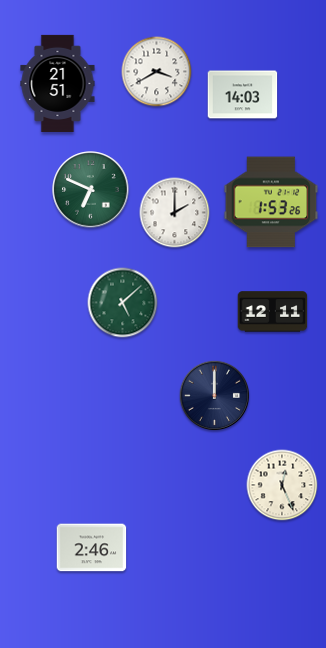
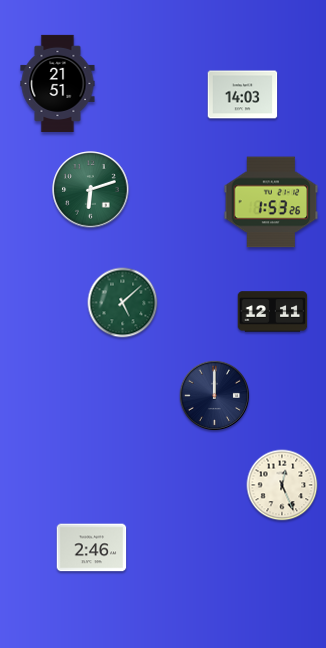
clock at (157, 72): 3:40 -> none
clock at (91, 190): 6:49 -> 6:12
clock at (175, 213): 2:00 -> none
